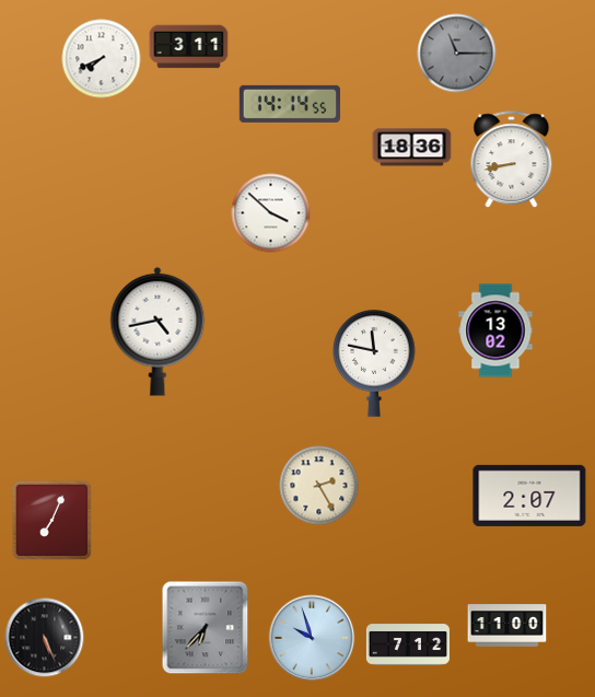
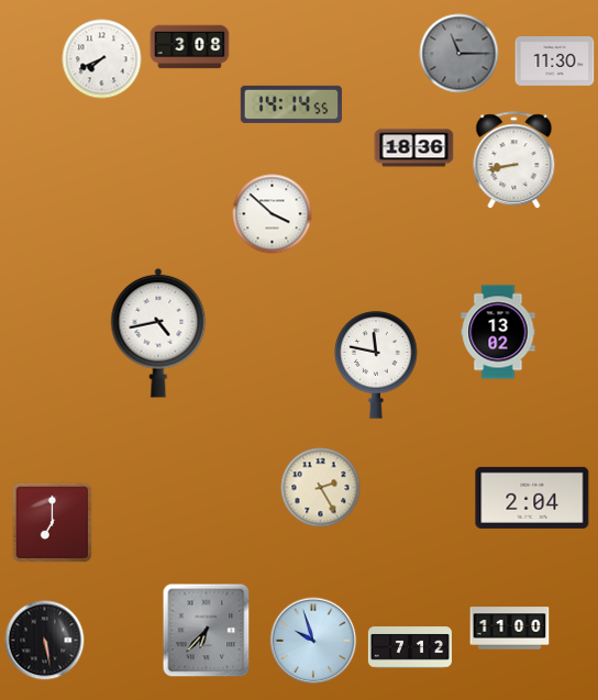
clock at (189, 47): 3:11 -> 3:08
clock at (555, 62): none -> 11:30
clock at (529, 496): 2:07 -> 2:04
clock at (52, 521): 7:04 -> 7:00
clock at (45, 638): 5:26 -> 5:28
